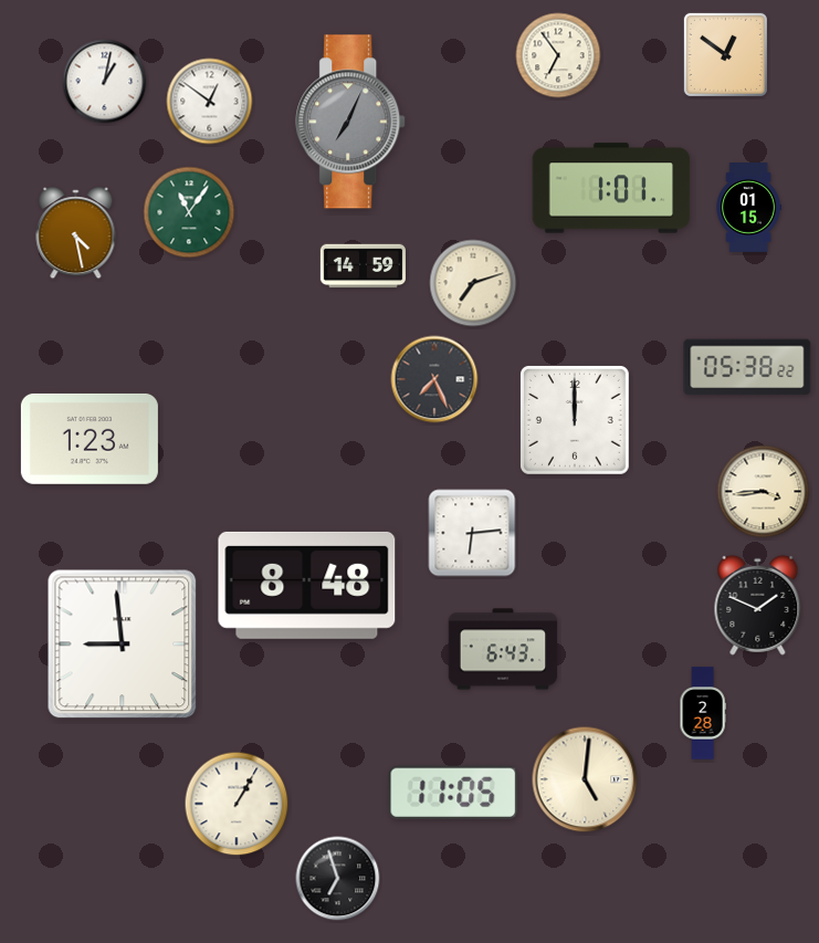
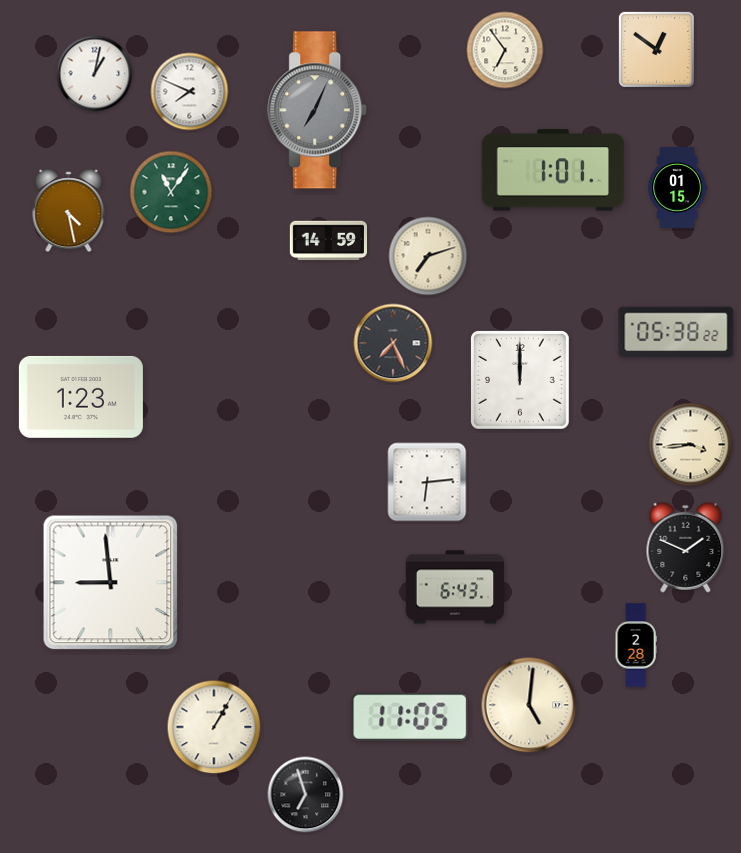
clock at (210, 102): 12:51 -> 7:49
clock at (307, 585): 8:48 -> none
